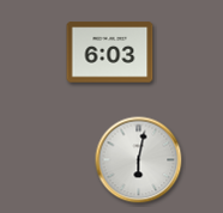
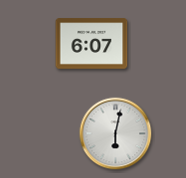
clock at (110, 53): 6:03 -> 6:07
